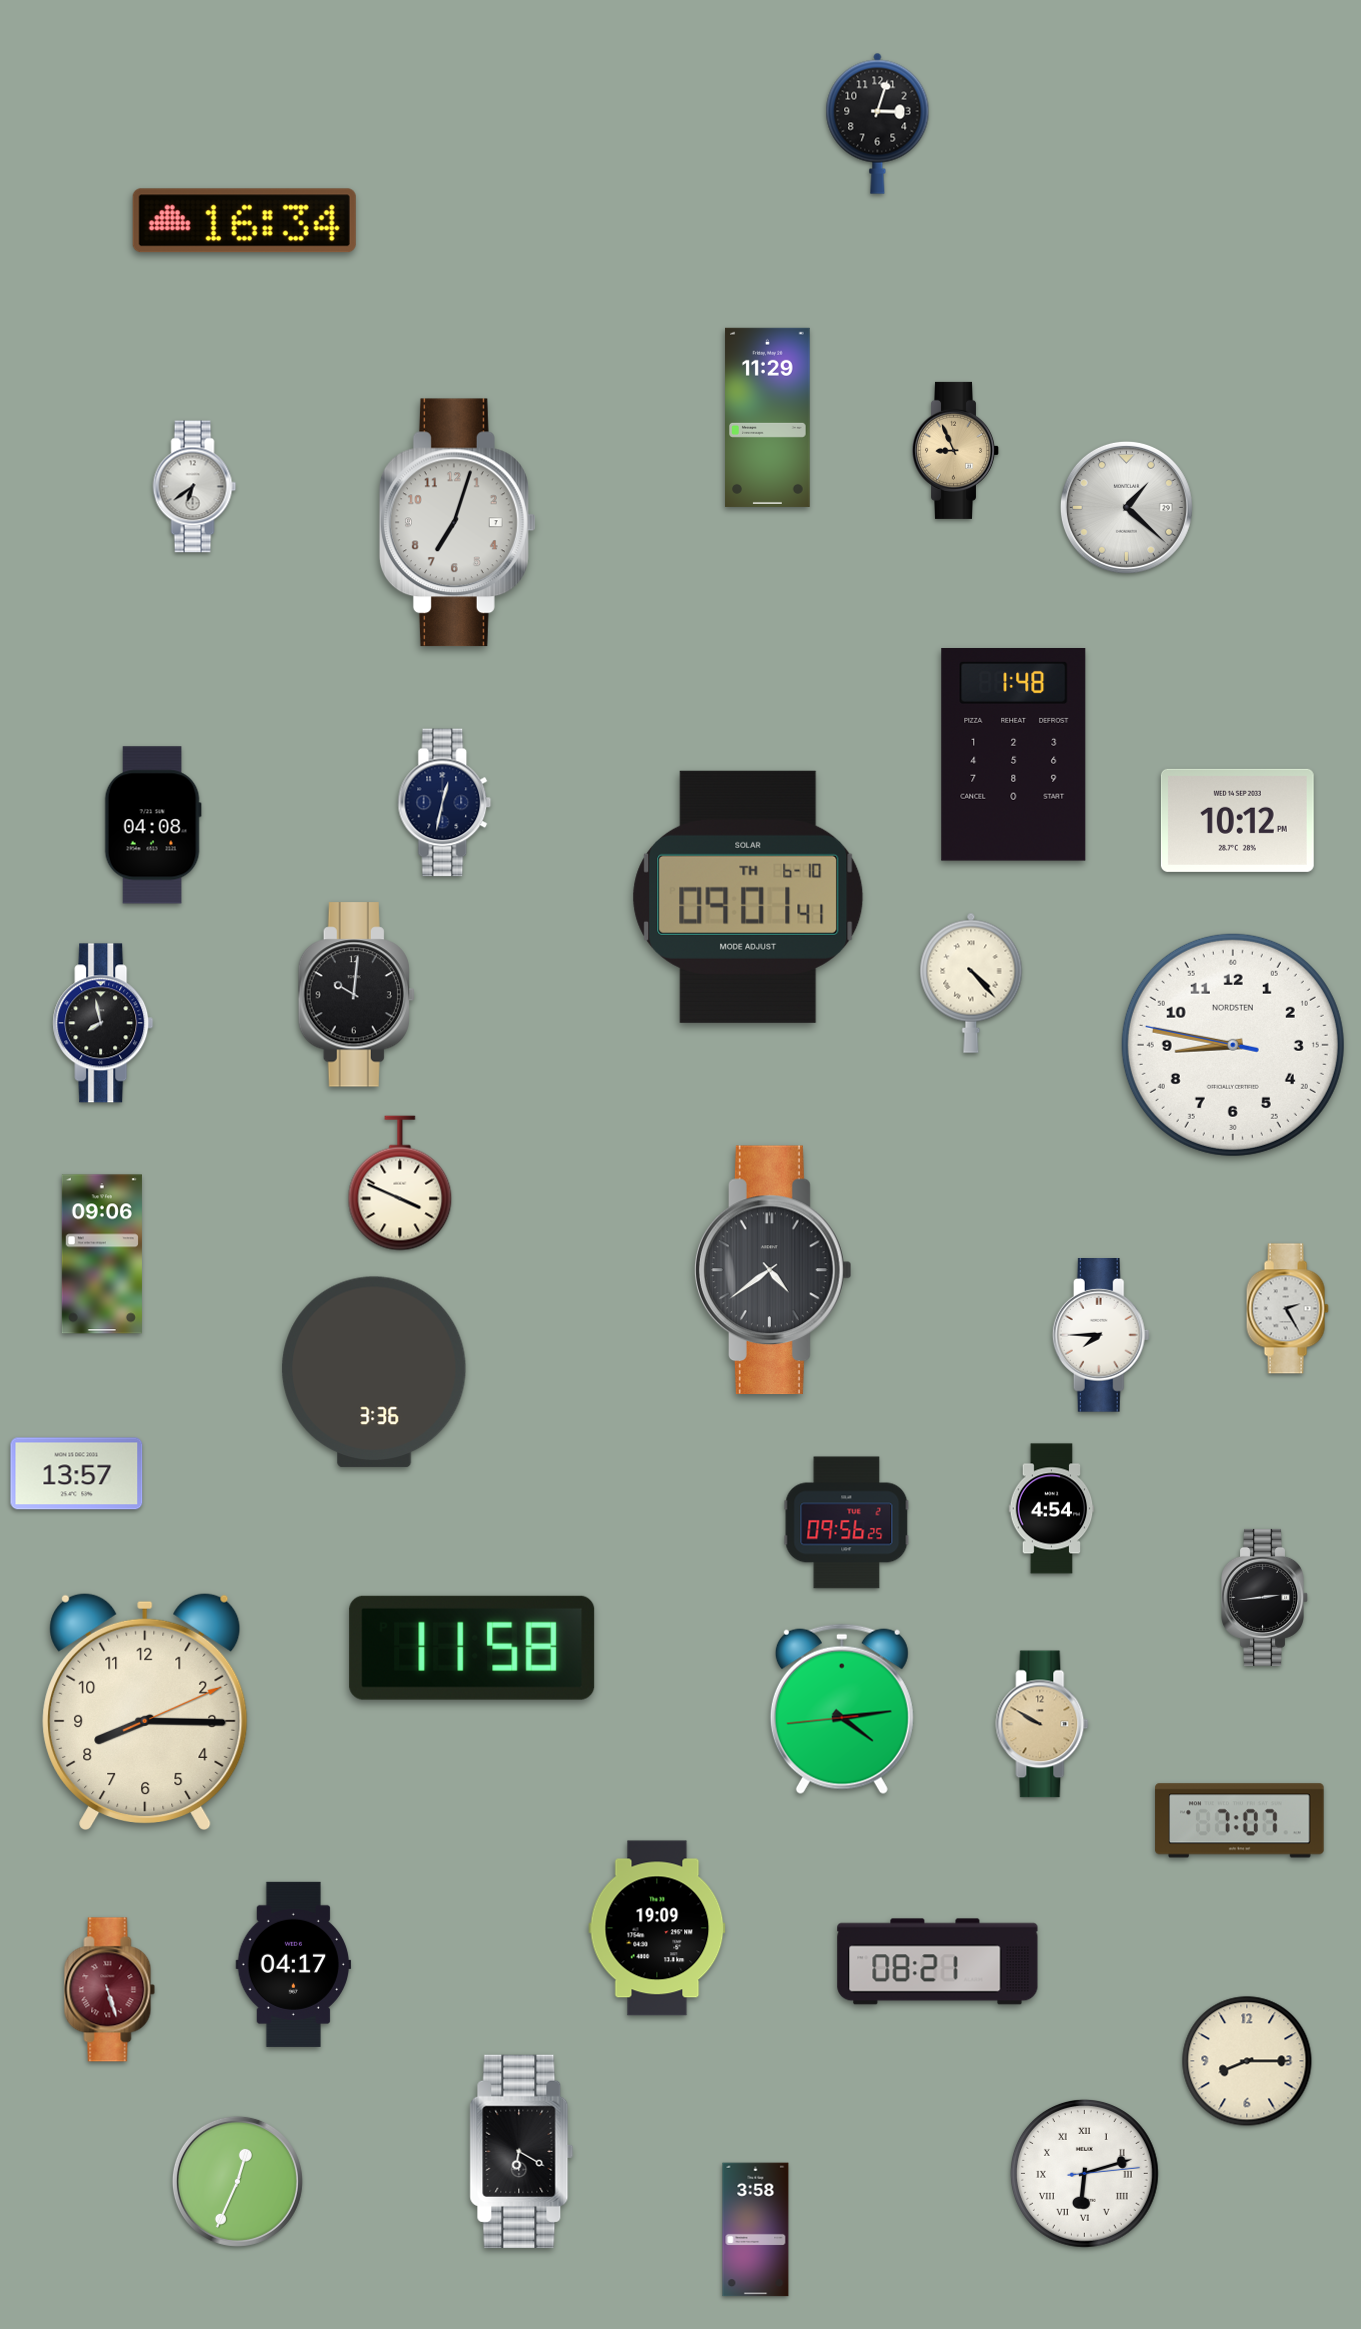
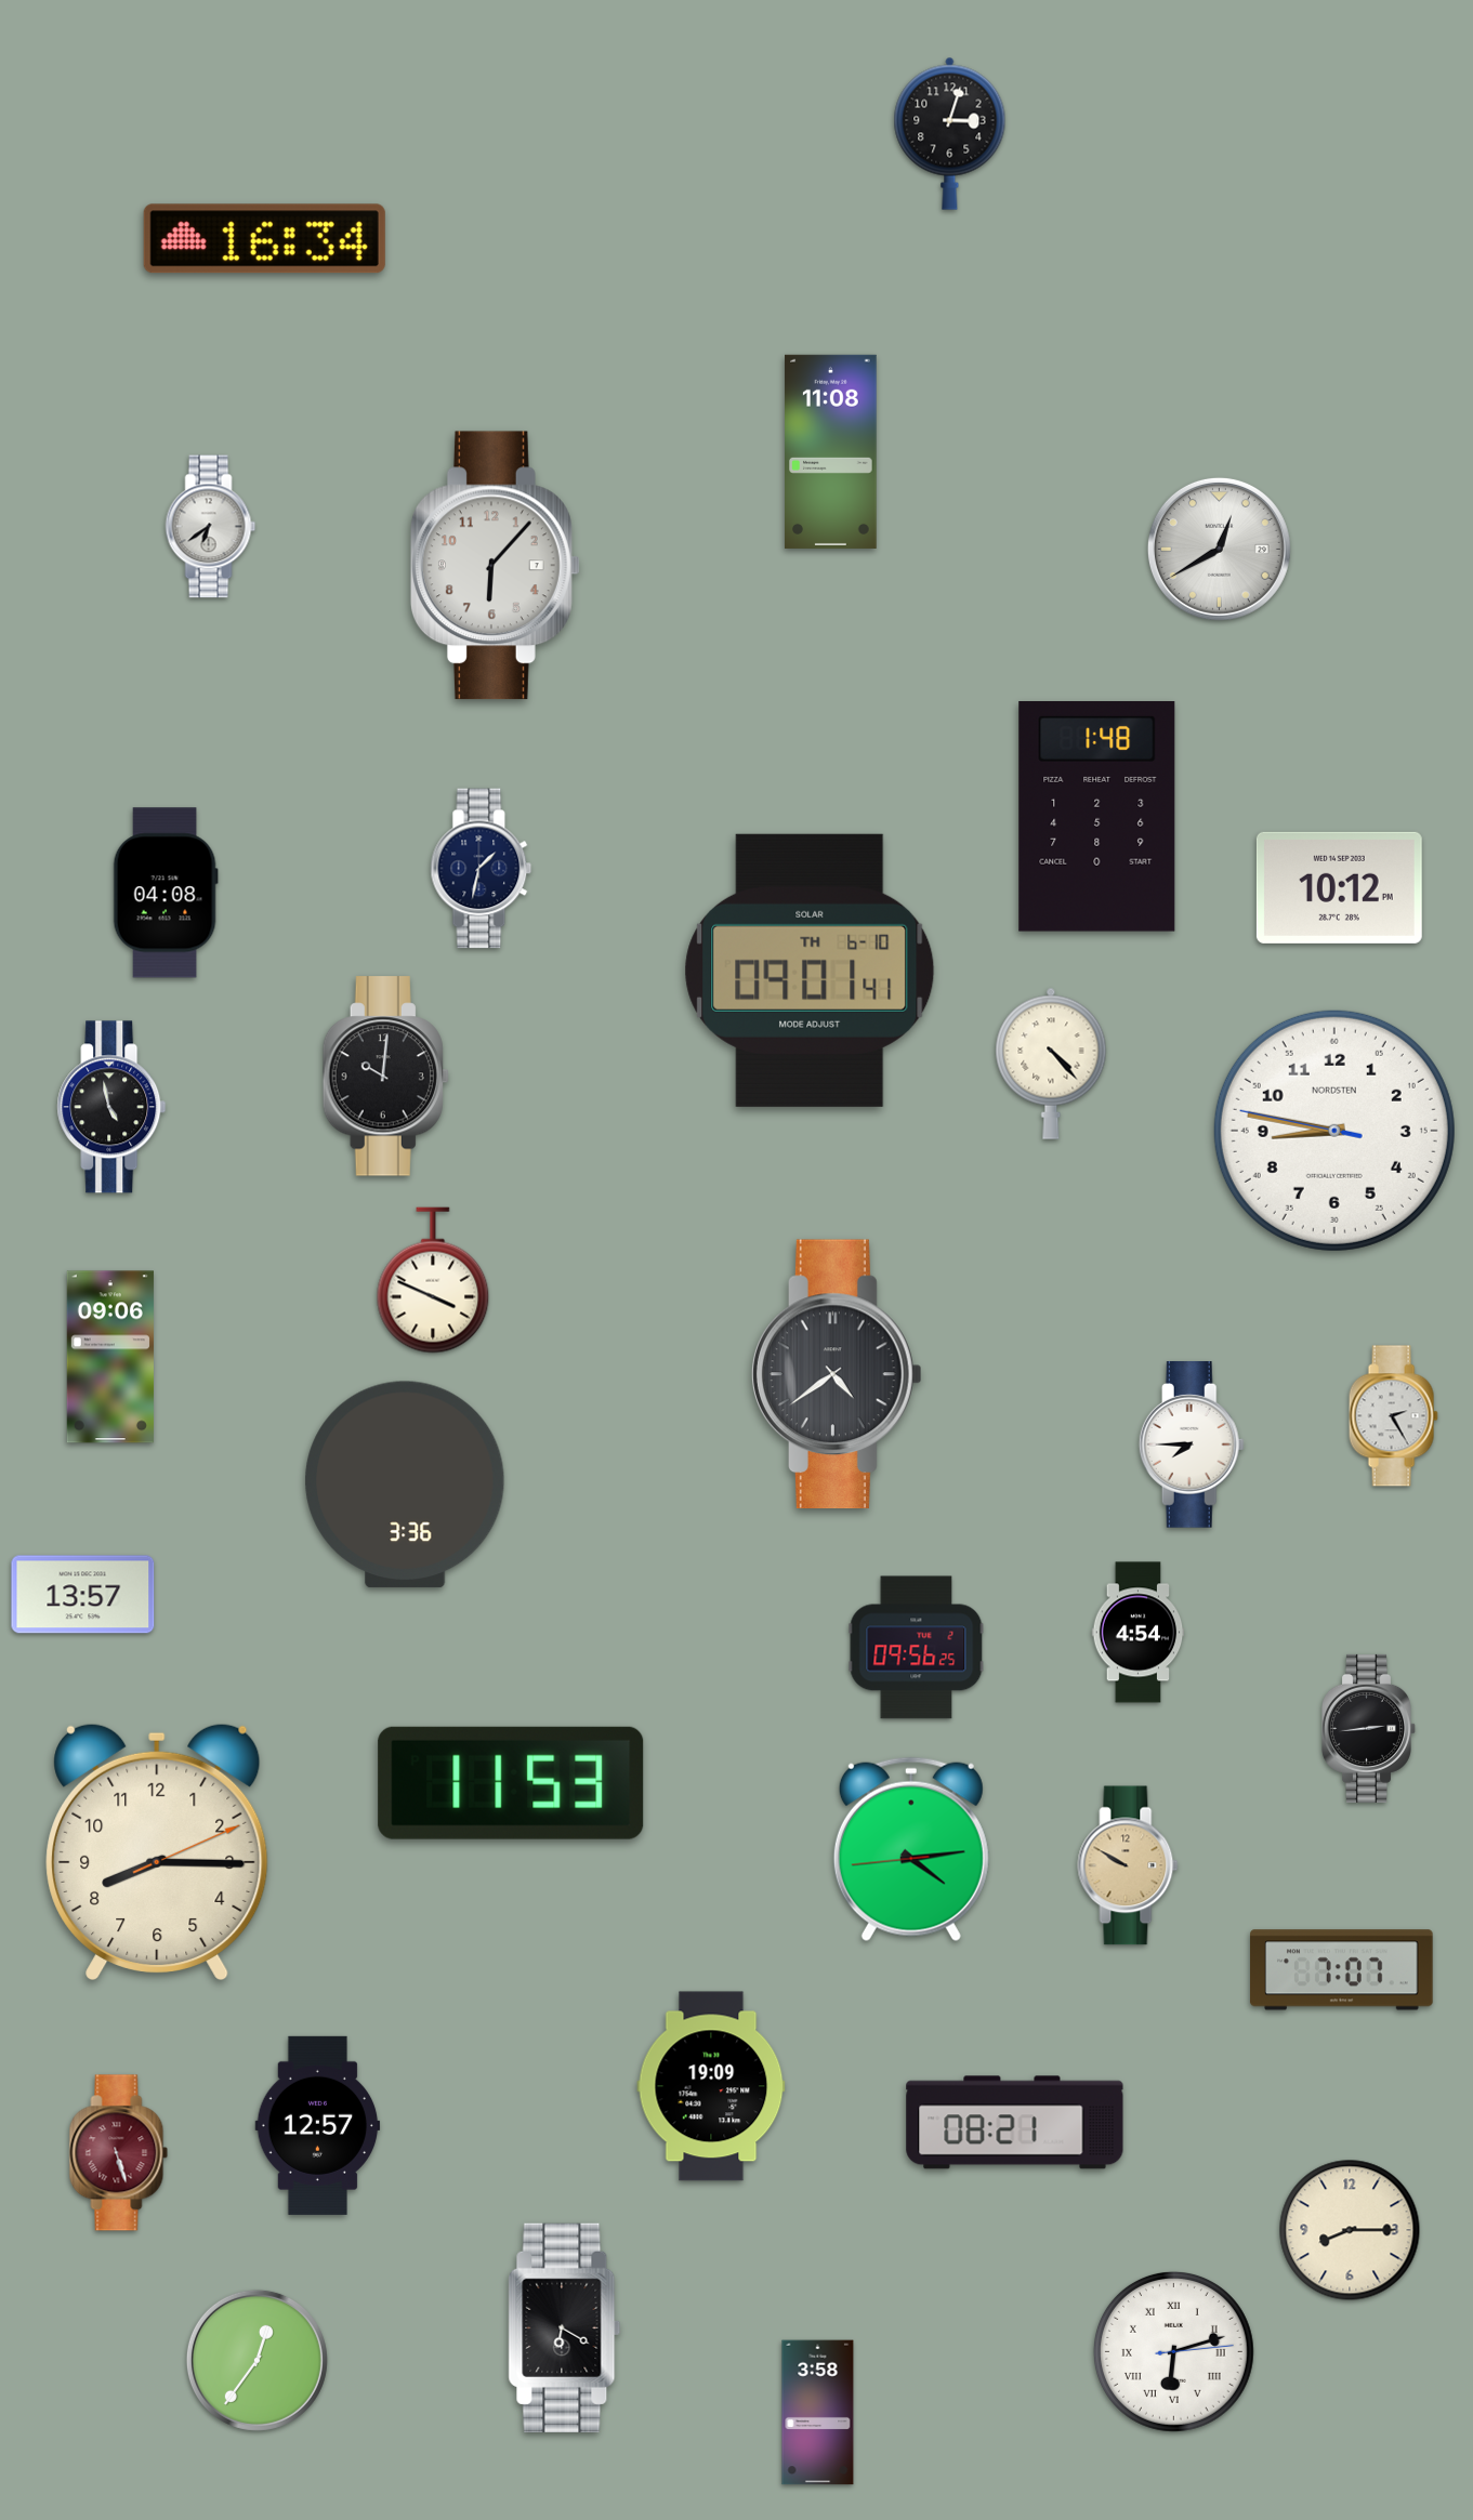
clock at (768, 417): 11:29 -> 11:08
clock at (956, 450): 8:56 -> none
clock at (1126, 507): 1:22 -> 12:40
clock at (457, 523): 7:03 -> 6:07
clock at (445, 803): 12:32 -> 1:32
clock at (103, 1023): 7:58 -> 4:58
clock at (472, 1648): 11:58 -> 11:53
clock at (294, 1964): 04:17 -> 12:57
clock at (237, 2181): 12:34 -> 12:36
